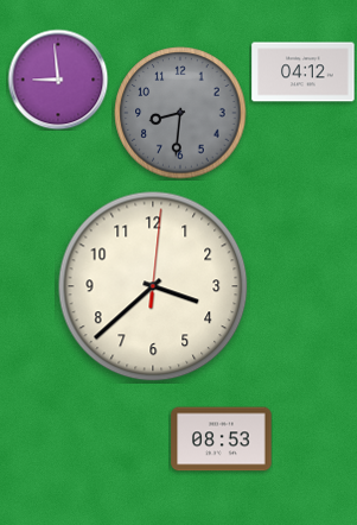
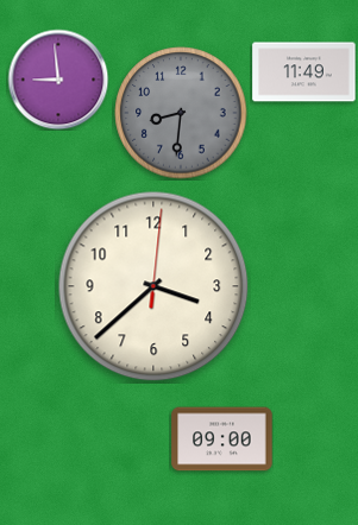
clock at (304, 72): 04:12 -> 11:49
clock at (222, 439): 08:53 -> 09:00
